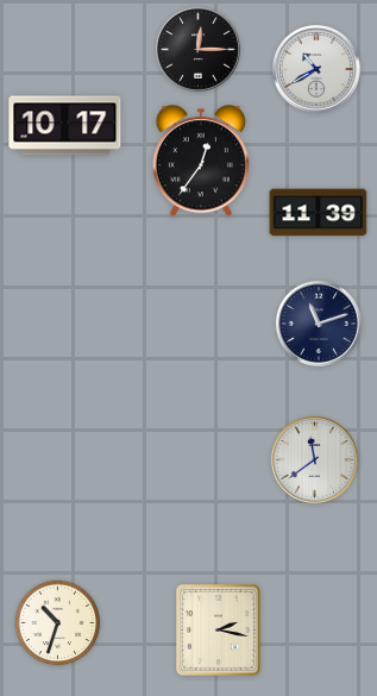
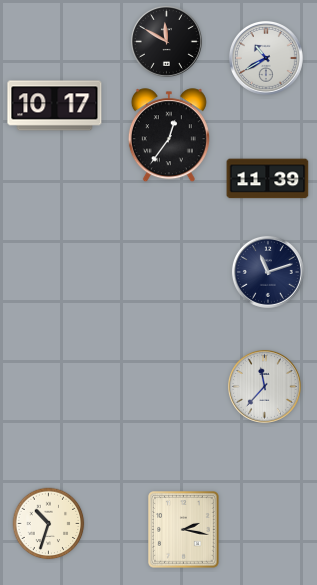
clock at (197, 49): 12:15 -> 11:50
clock at (314, 459): 11:39 -> 11:37
